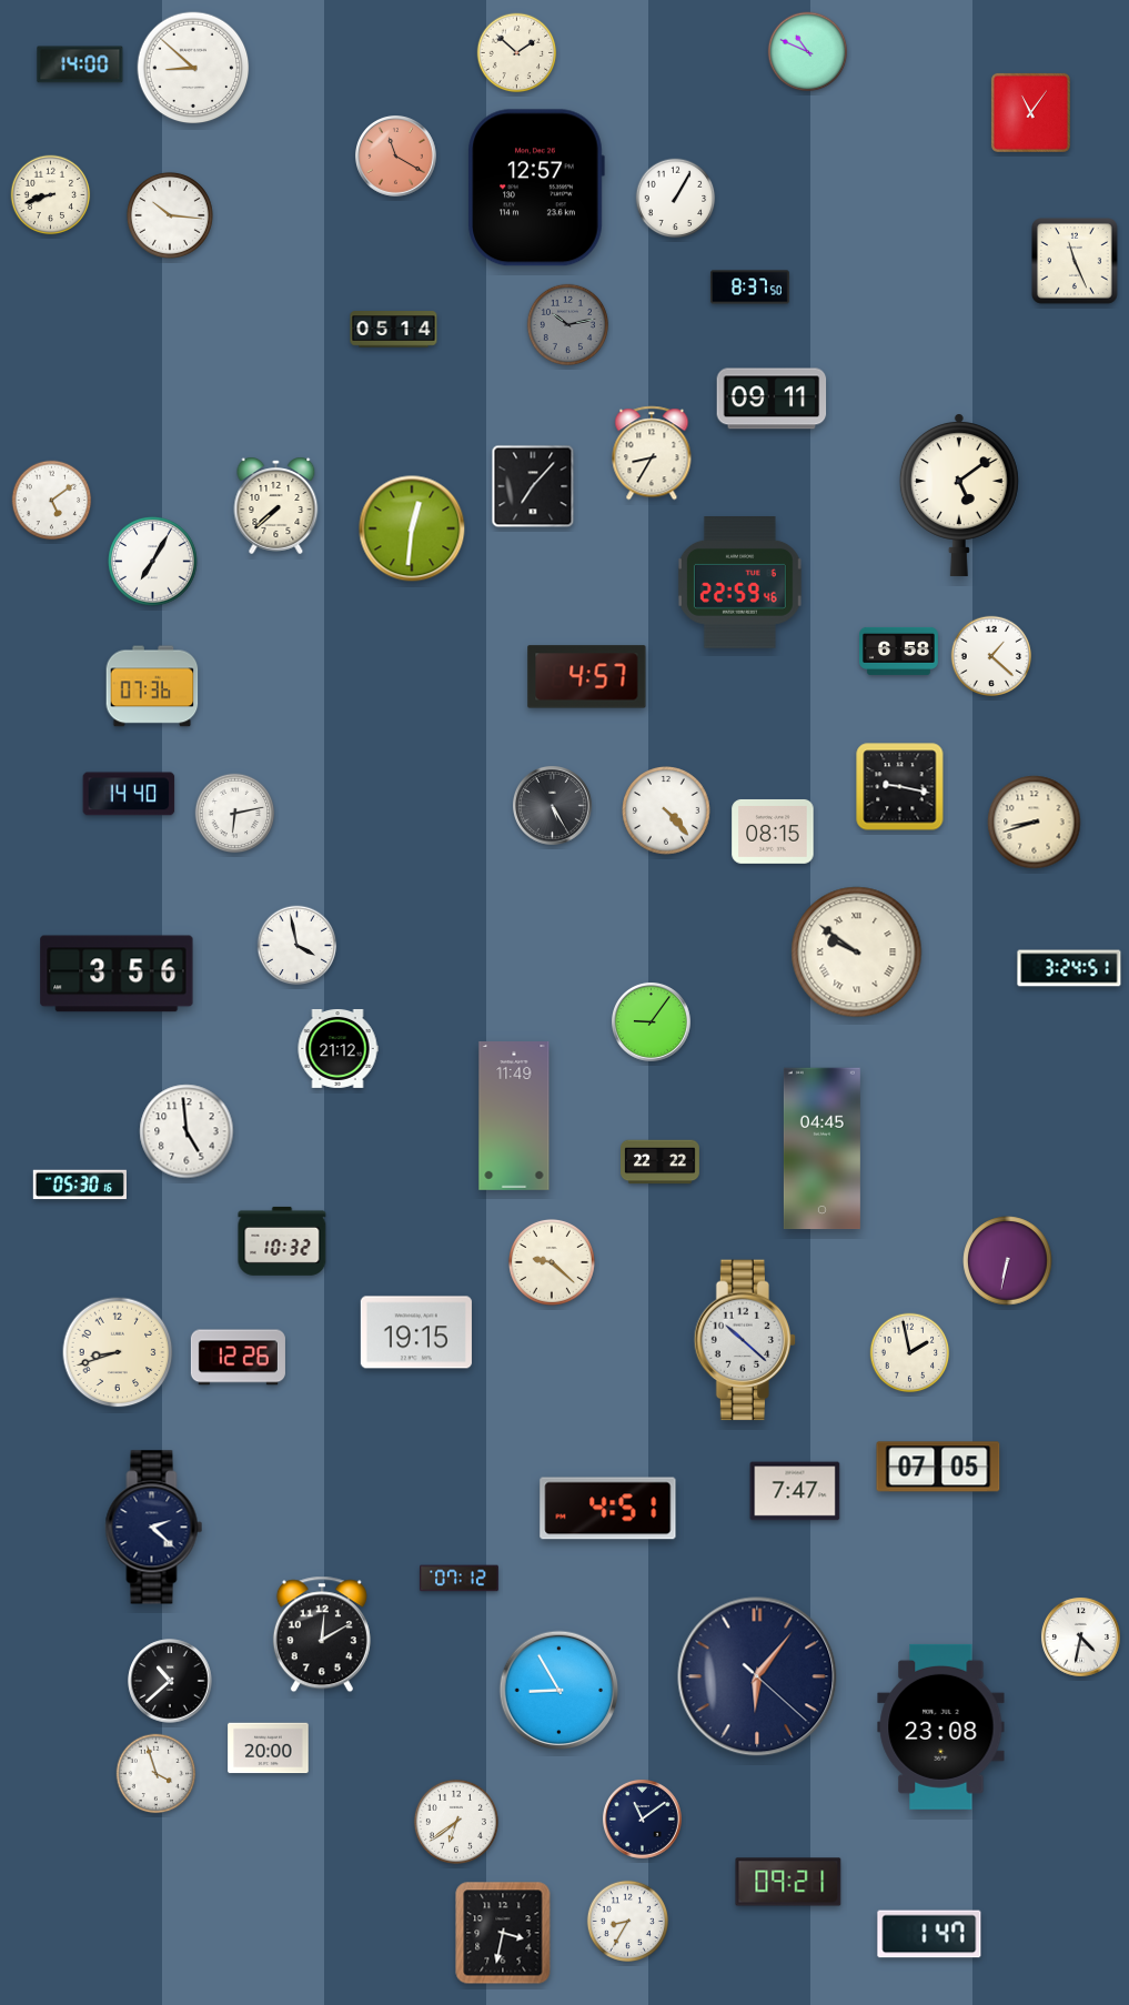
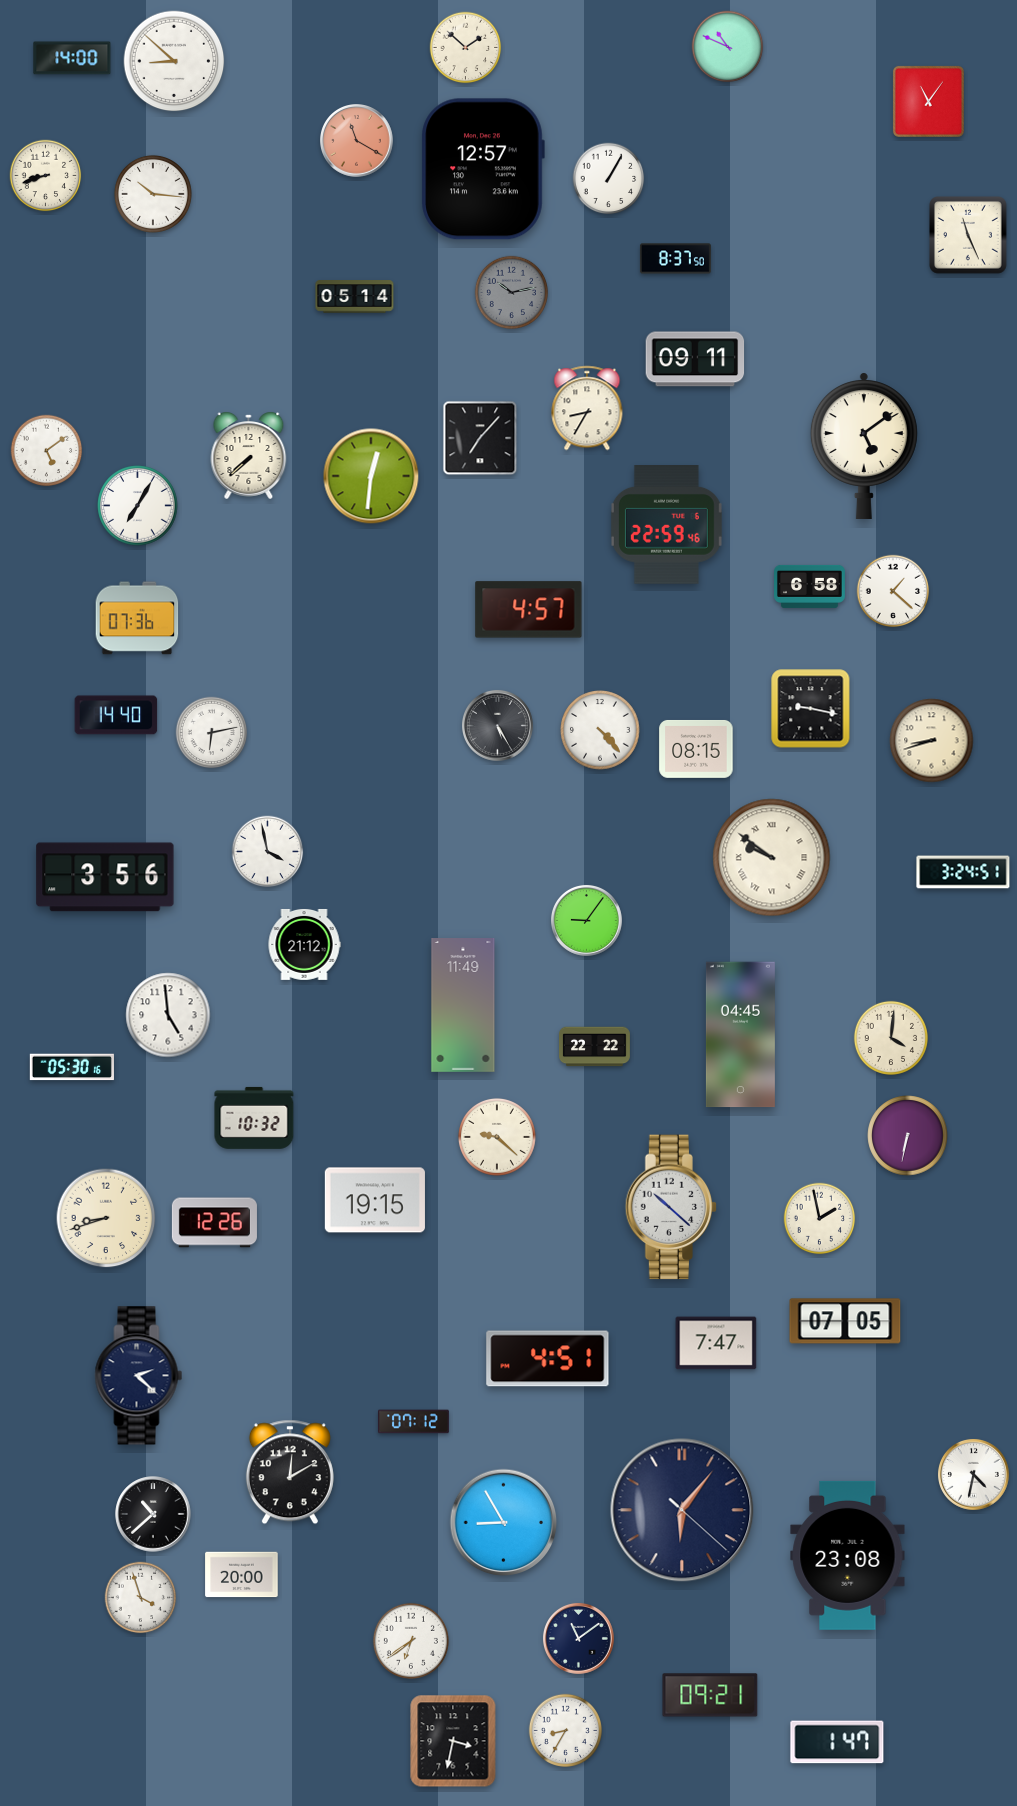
clock at (187, 1131) position: (187, 1131) -> (168, 1015)
clock at (891, 1038): none -> 4:01
